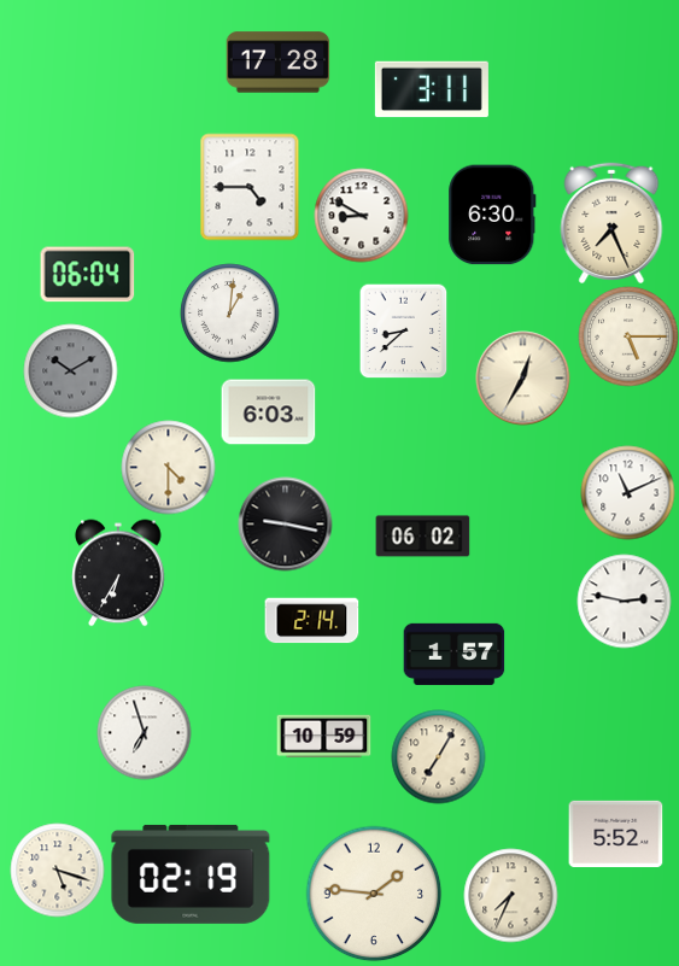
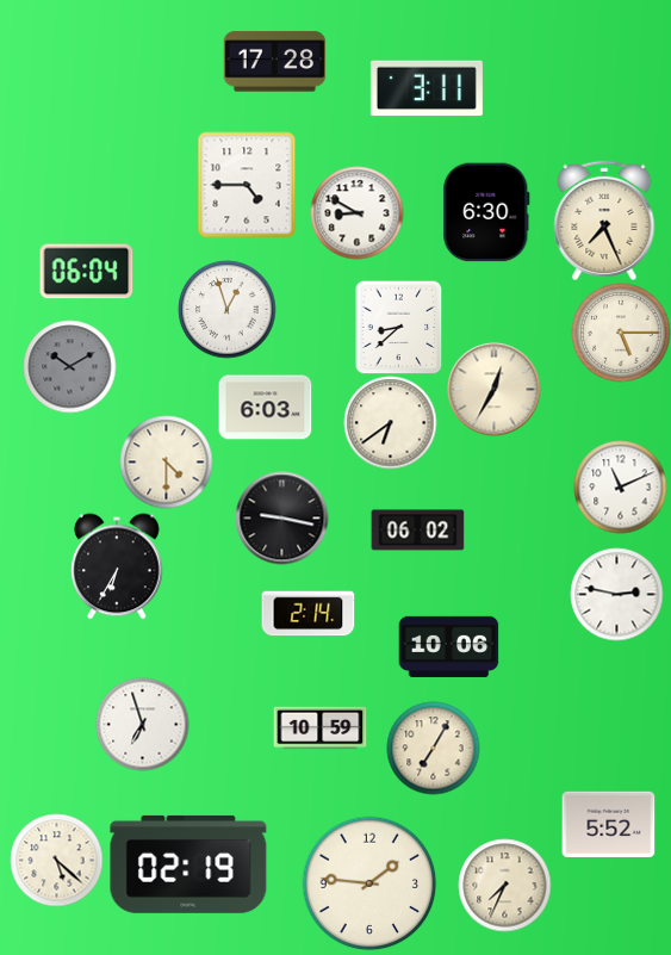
clock at (229, 312): 1:01 -> 12:57
clock at (522, 377) position: (522, 377) -> (493, 389)
clock at (390, 422): none -> 6:39
clock at (453, 654): 1:57 -> 10:06
clock at (57, 870): 5:18 -> 5:22
